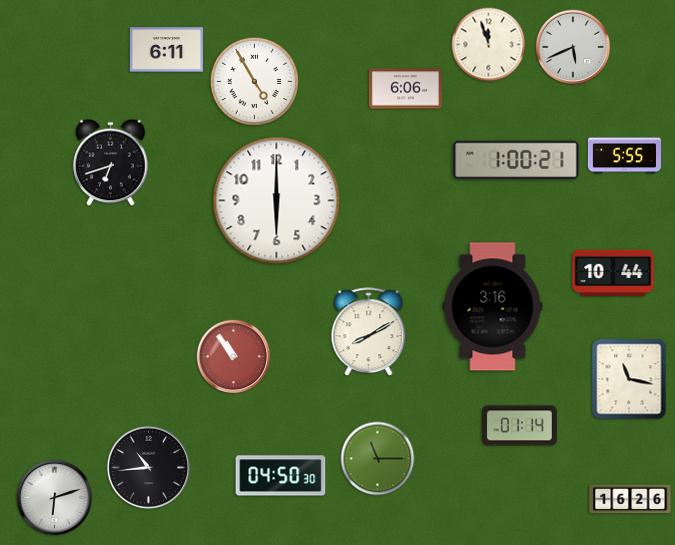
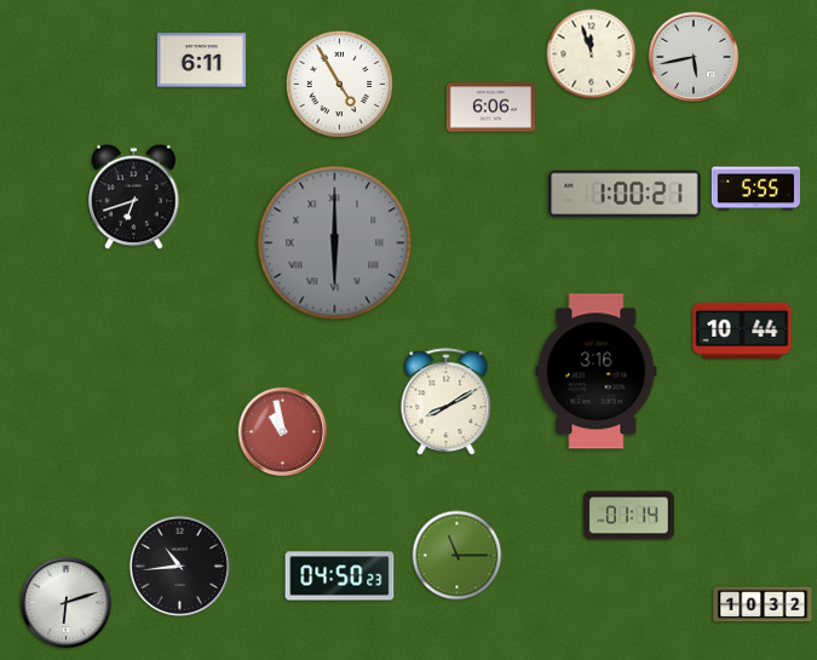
clock at (573, 47): 5:41 -> 5:43
clock at (254, 81) position: (254, 81) -> (339, 84)
clock at (277, 201) dial: white -> grey
clock at (277, 201) numerals: Arabic -> Roman
clock at (234, 357): 10:54 -> 10:58
clock at (629, 379): 11:17 -> none
clock at (281, 476): 04:50:30 -> 04:50:23
clock at (630, 499): 16:26 -> 10:32
